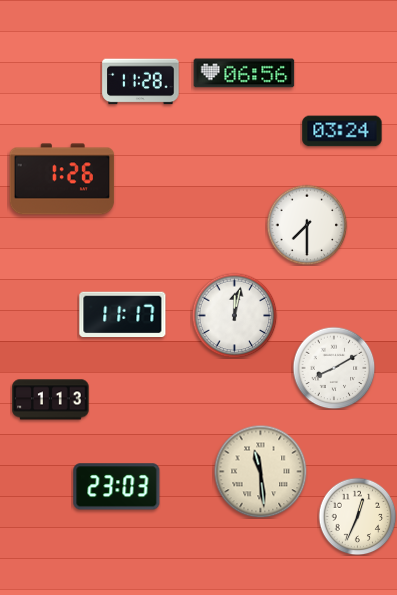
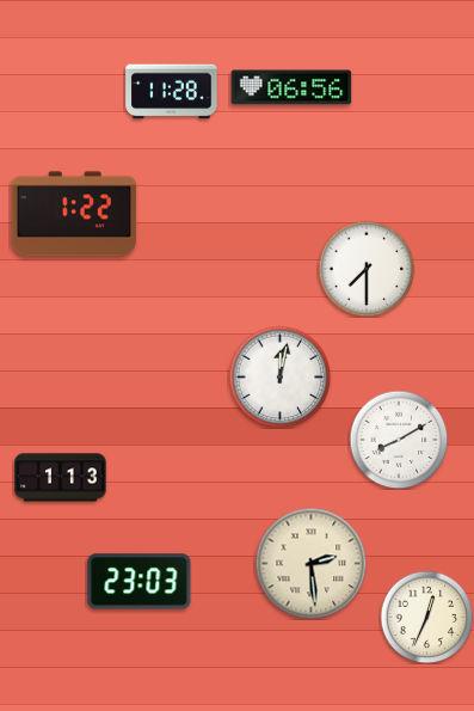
clock at (141, 82) position: (141, 82) -> (172, 92)
clock at (342, 131): 03:24 -> none
clock at (62, 179): 1:26 -> 1:22
clock at (123, 315): 11:17 -> none
clock at (260, 471): 11:29 -> 2:29
